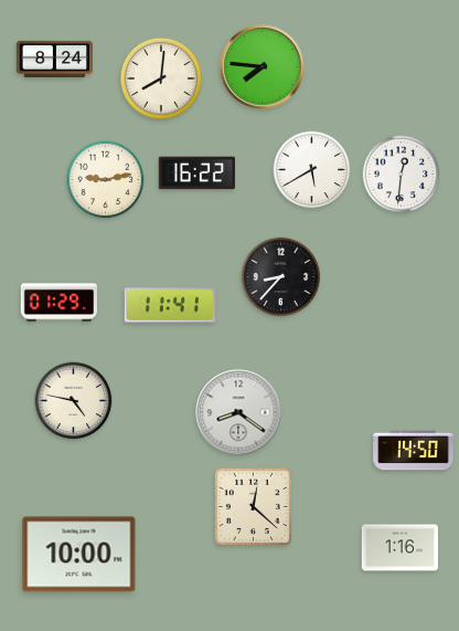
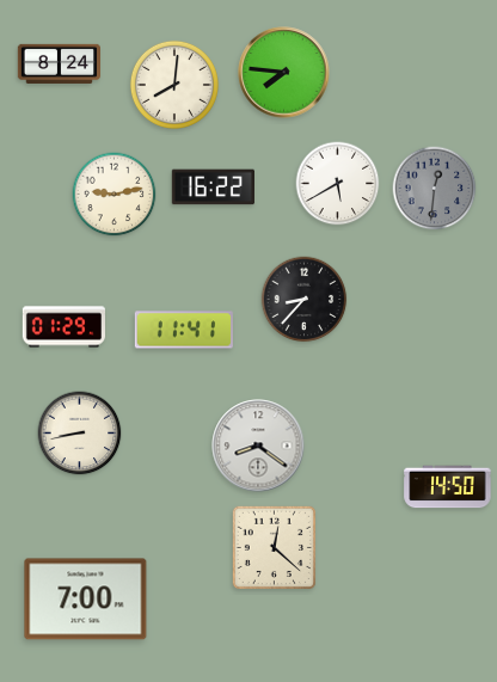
clock at (402, 175) dial: white -> grey
clock at (74, 401): 4:47 -> 8:43
clock at (399, 548): 1:16 -> none
clock at (79, 555): 10:00 -> 7:00
